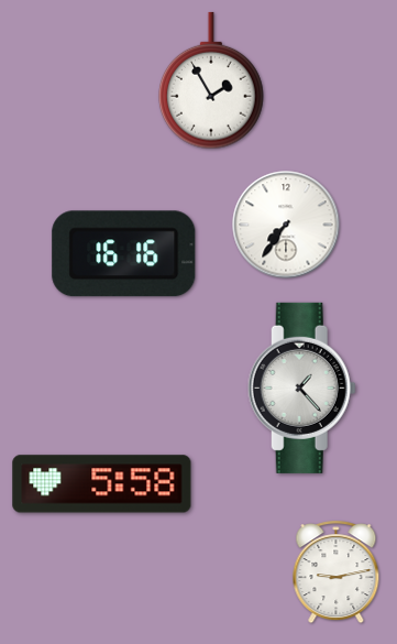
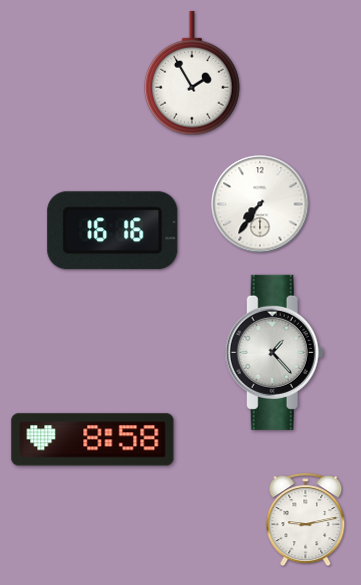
clock at (102, 484): 5:58 -> 8:58
